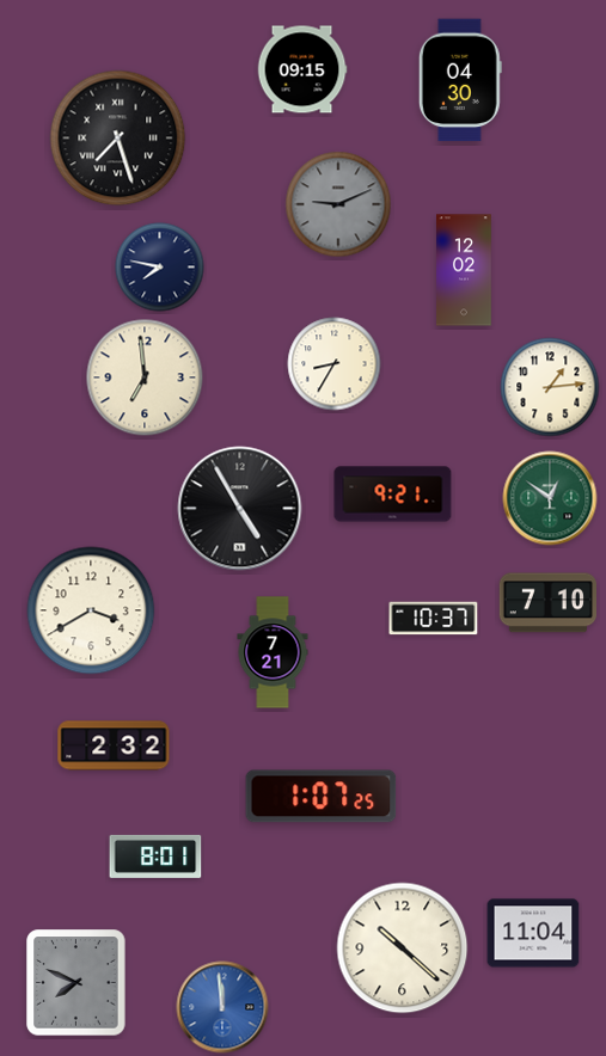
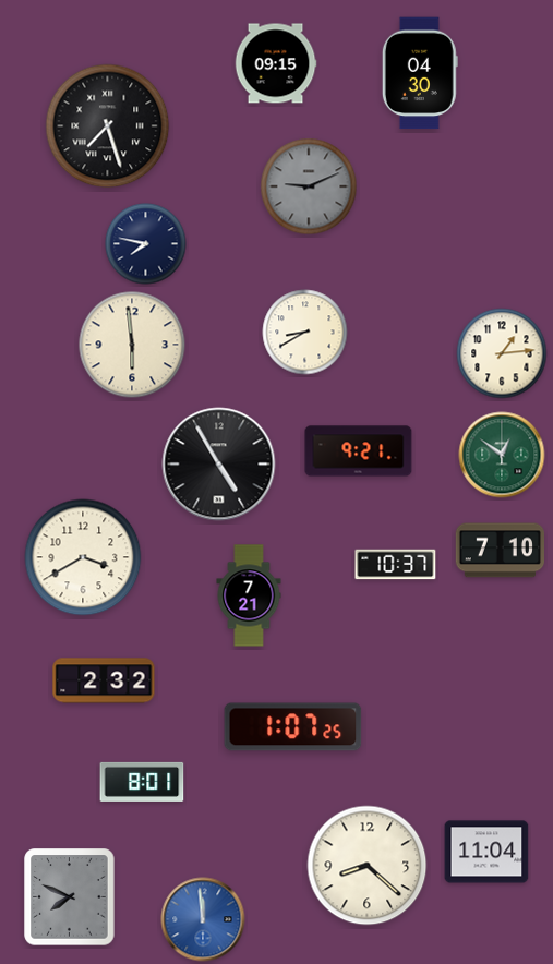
clock at (465, 270): 12:02 -> none
clock at (335, 364): 8:35 -> 8:40
clock at (145, 377): 6:59 -> 5:59
clock at (403, 948): 10:22 -> 8:22
